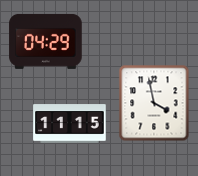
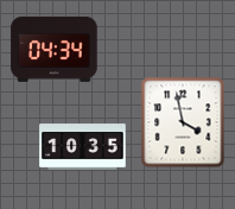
clock at (46, 41): 04:29 -> 04:34
clock at (70, 124): 11:15 -> 10:35
